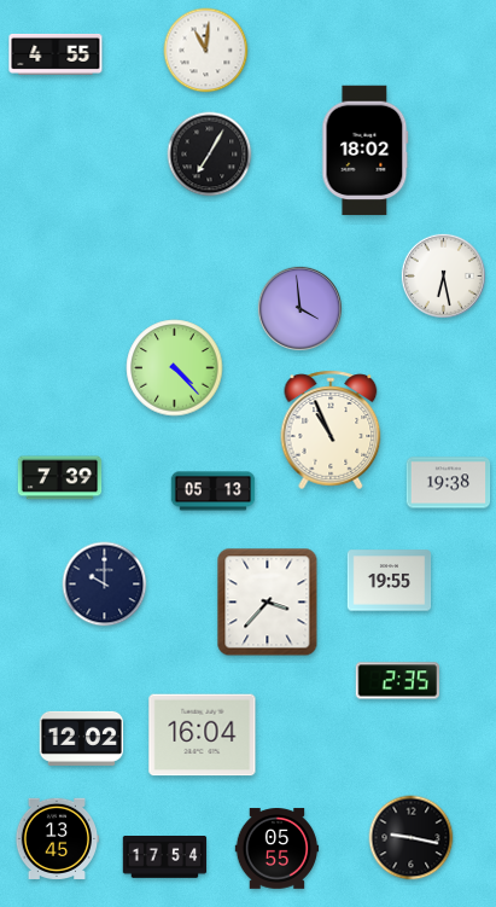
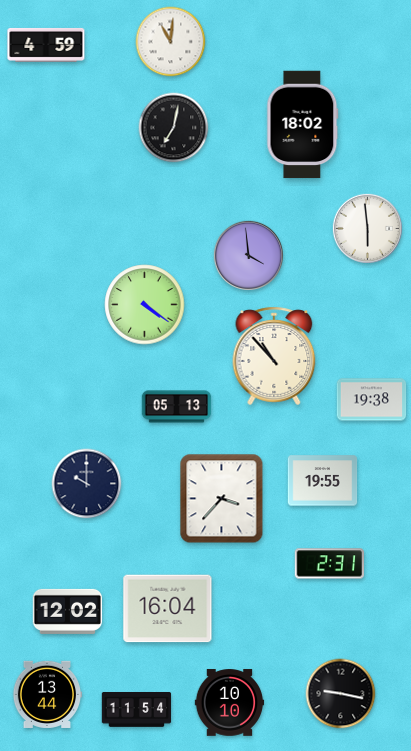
clock at (56, 54): 4:55 -> 4:59
clock at (210, 155): 7:05 -> 7:02
clock at (443, 275): 6:28 -> 5:59
clock at (175, 368): 4:23 -> 4:21
clock at (331, 430): 10:56 -> 10:53
clock at (60, 478): 7:39 -> none
clock at (398, 681): 2:35 -> 2:31
clock at (57, 838): 13:45 -> 13:44
clock at (278, 849): 05:55 -> 10:10
clock at (165, 857): 17:54 -> 11:54
